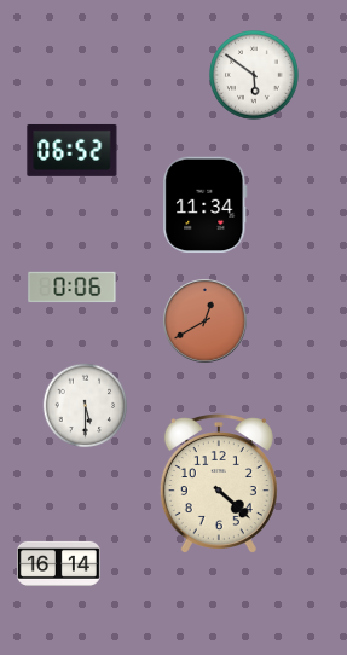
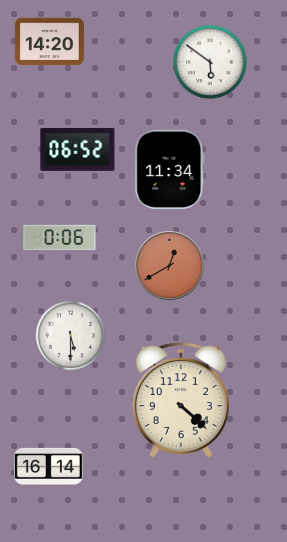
clock at (49, 42): none -> 14:20
clock at (73, 150) position: (73, 150) -> (78, 149)
